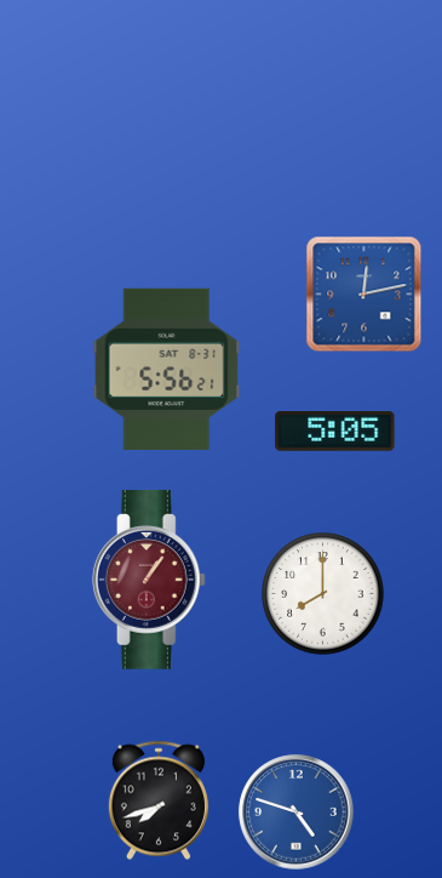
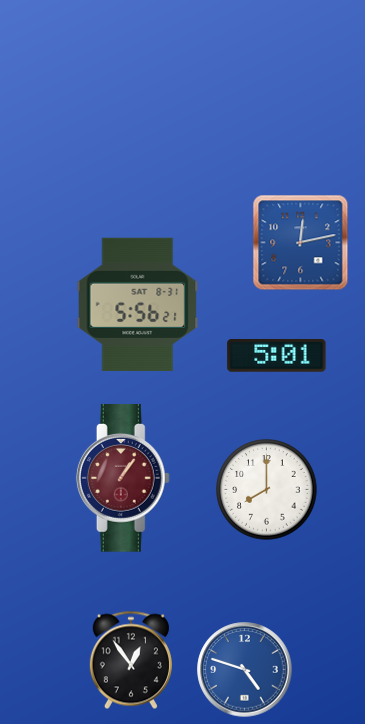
clock at (335, 432): 5:05 -> 5:01
clock at (159, 800): 7:42 -> 12:54
